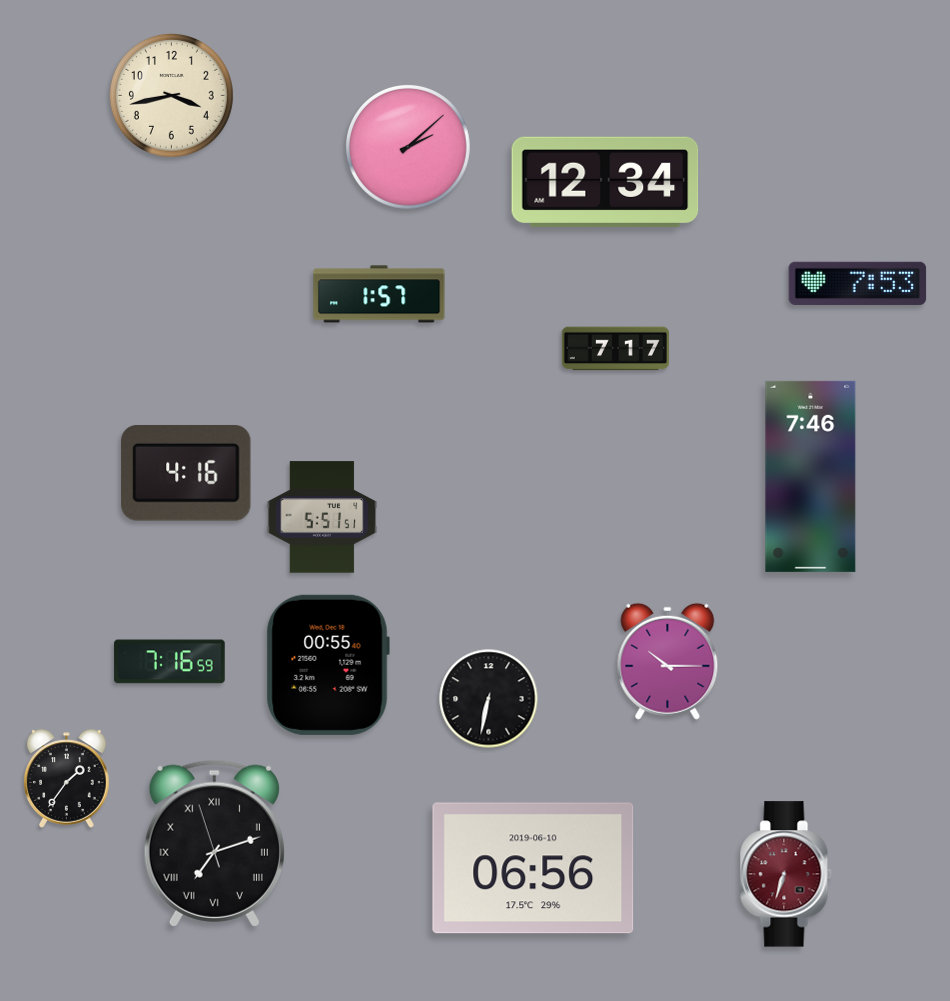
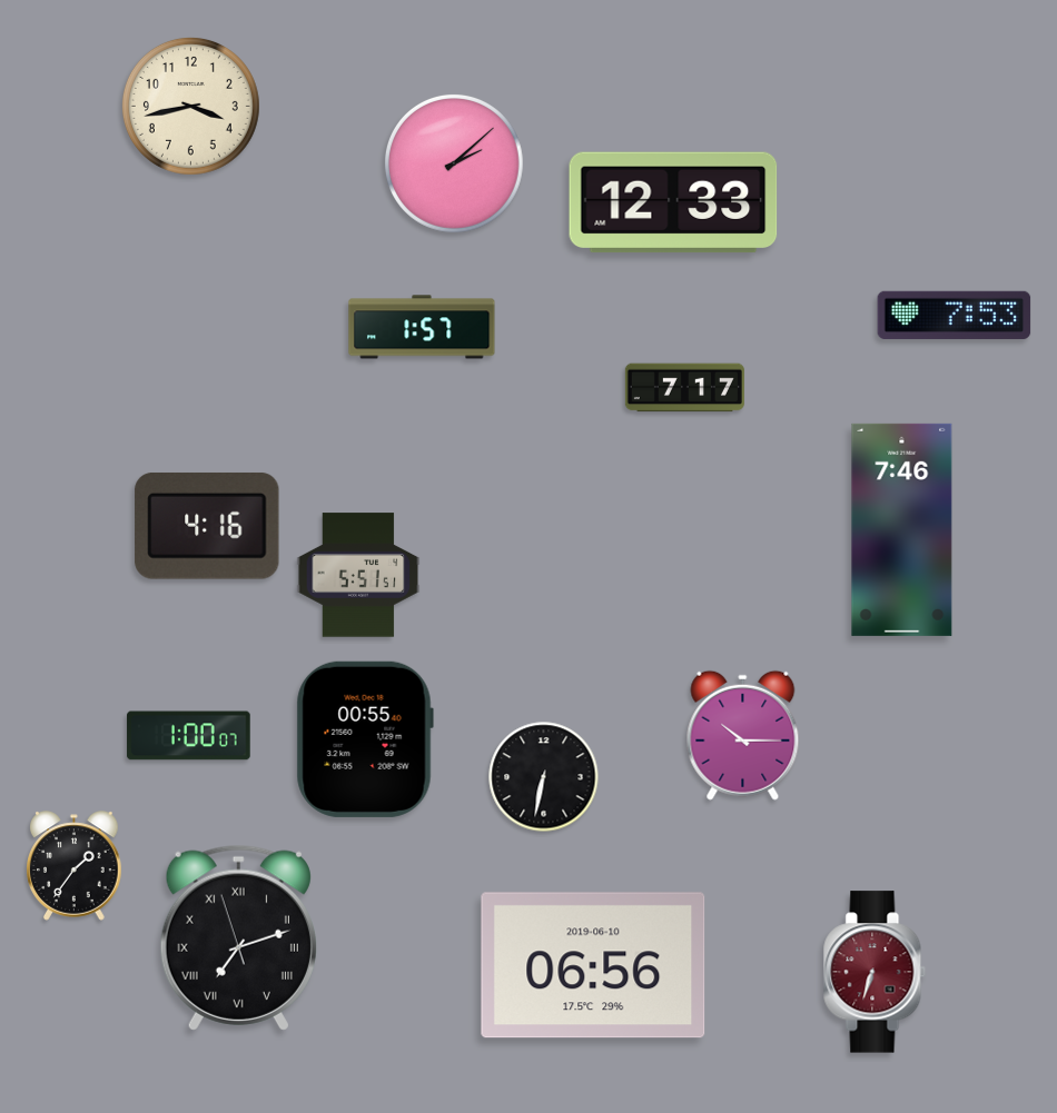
clock at (605, 182): 12:34 -> 12:33
clock at (170, 662): 7:16 -> 1:00
